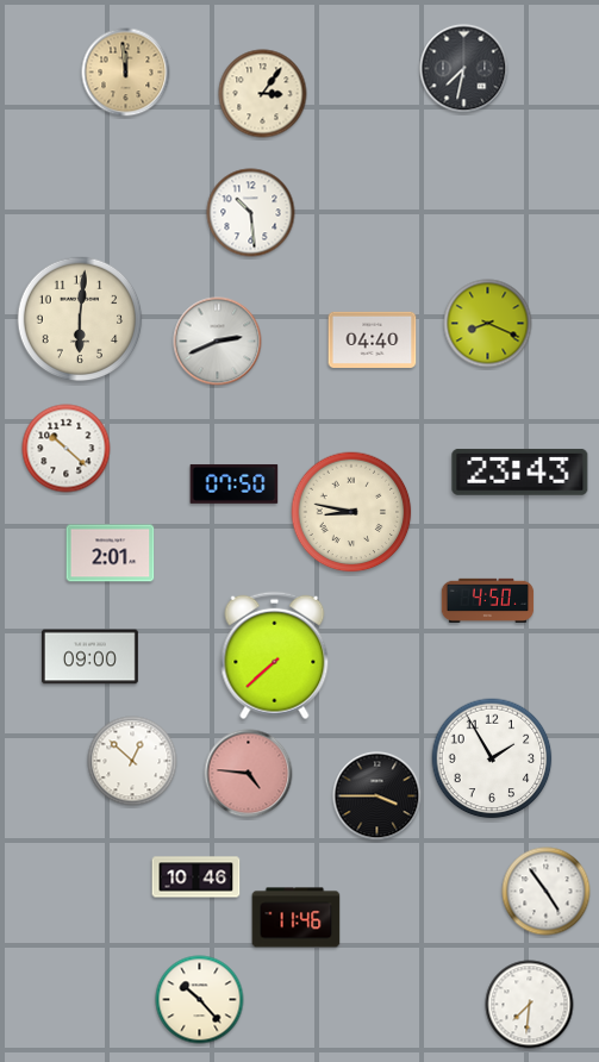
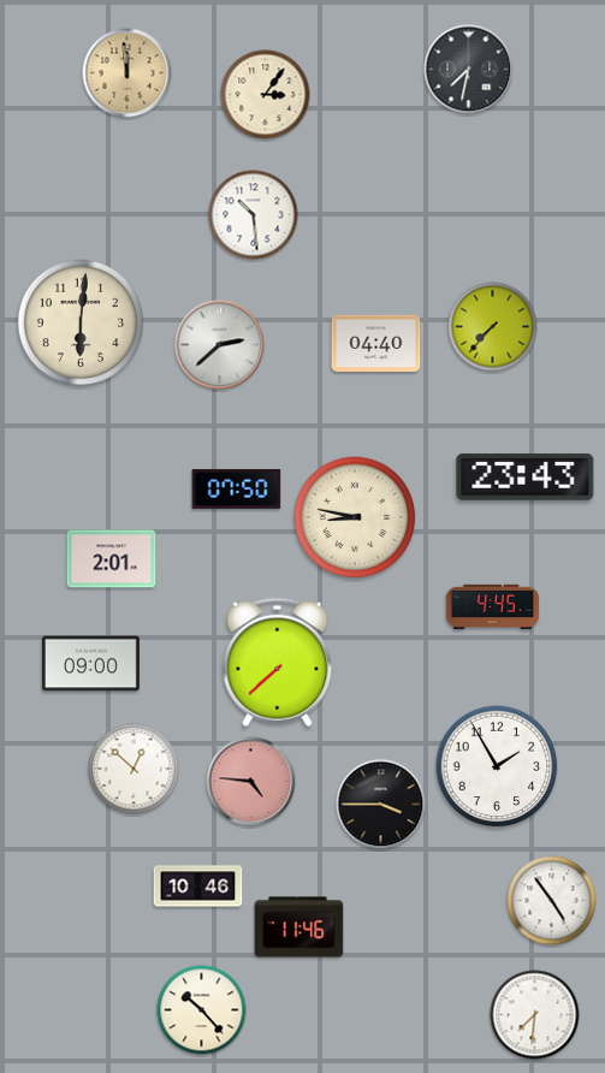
clock at (488, 324): 8:19 -> 7:37
clock at (218, 342): 2:41 -> 2:38
clock at (67, 449): 10:22 -> none
clock at (488, 600): 4:50 -> 4:45
